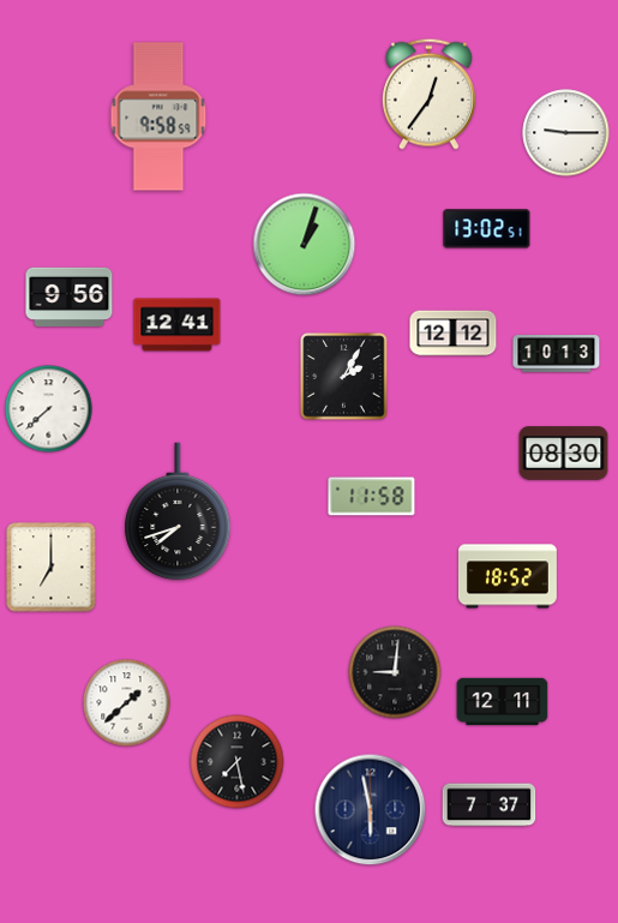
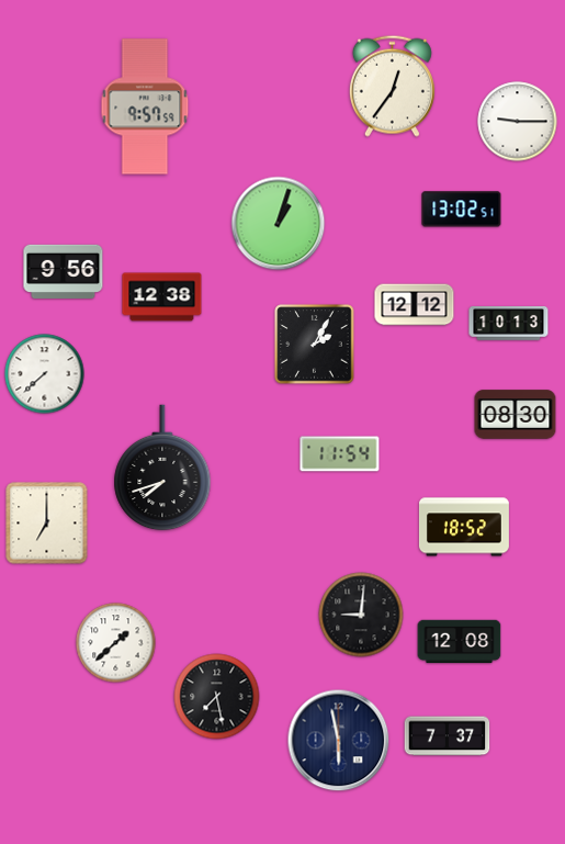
clock at (158, 116): 9:58 -> 9:57
clock at (487, 229) position: (487, 229) -> (462, 210)
clock at (178, 325): 12:41 -> 12:38
clock at (372, 497): 11:58 -> 11:54
clock at (52, 568) position: (52, 568) -> (47, 524)
clock at (503, 702): 12:11 -> 12:08
